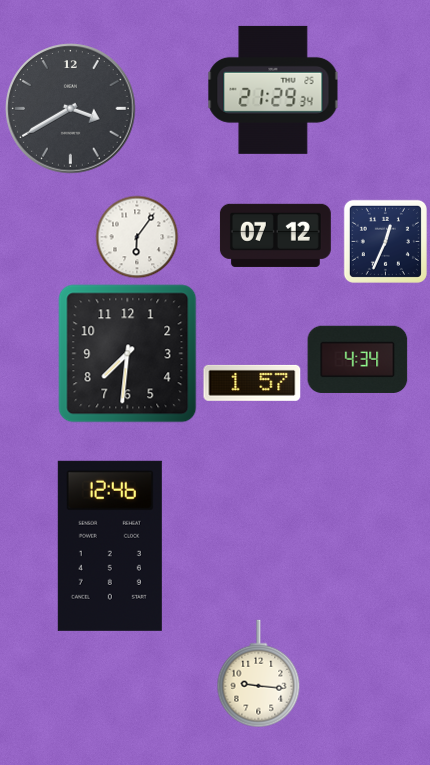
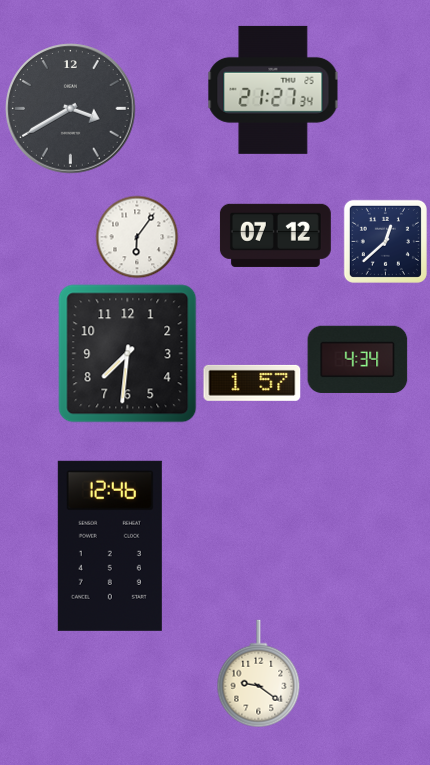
clock at (273, 90): 21:29 -> 21:27
clock at (385, 241): 12:34 -> 12:38
clock at (259, 674): 9:16 -> 9:21
